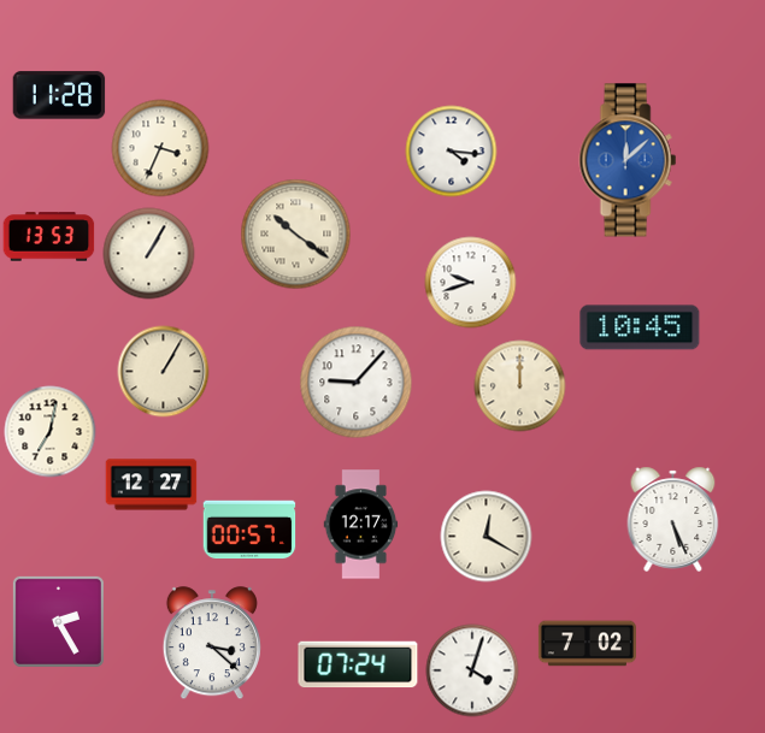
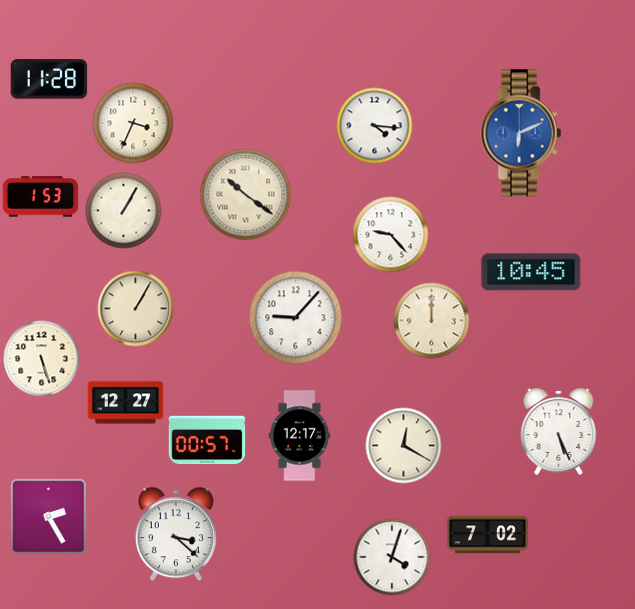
clock at (628, 160): 12:08 -> 6:11
clock at (49, 237): 13:53 -> 1:53
clock at (471, 283): 9:42 -> 9:23
clock at (51, 432): 7:02 -> 5:27
clock at (358, 664): 07:24 -> none
